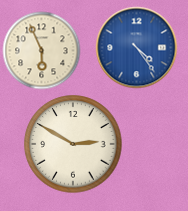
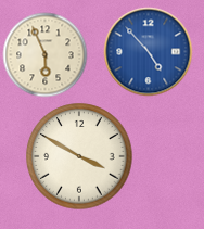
clock at (136, 47): 4:24 -> 4:53
clock at (73, 144): 2:50 -> 3:50
